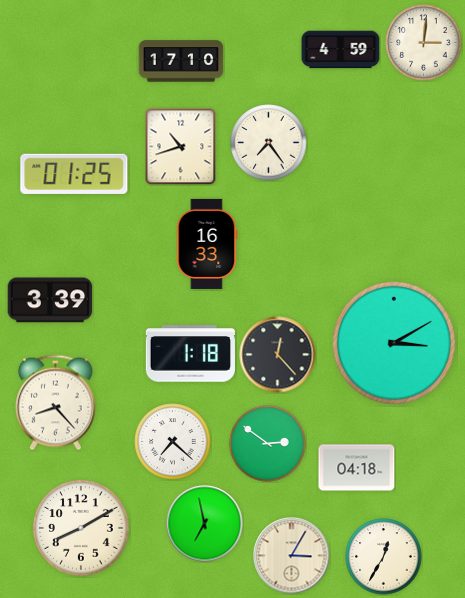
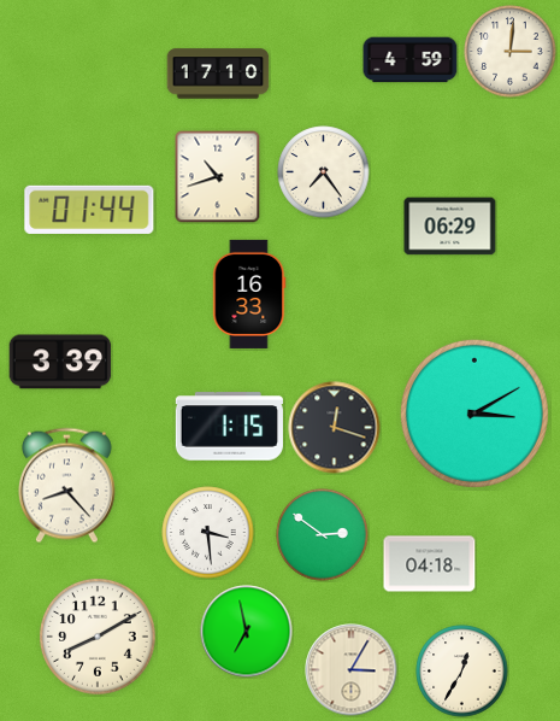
clock at (74, 174): 01:25 -> 01:44
clock at (450, 227): none -> 06:29
clock at (190, 354): 1:18 -> 1:15
clock at (278, 355): 12:23 -> 12:18
clock at (173, 442): 7:22 -> 3:29
